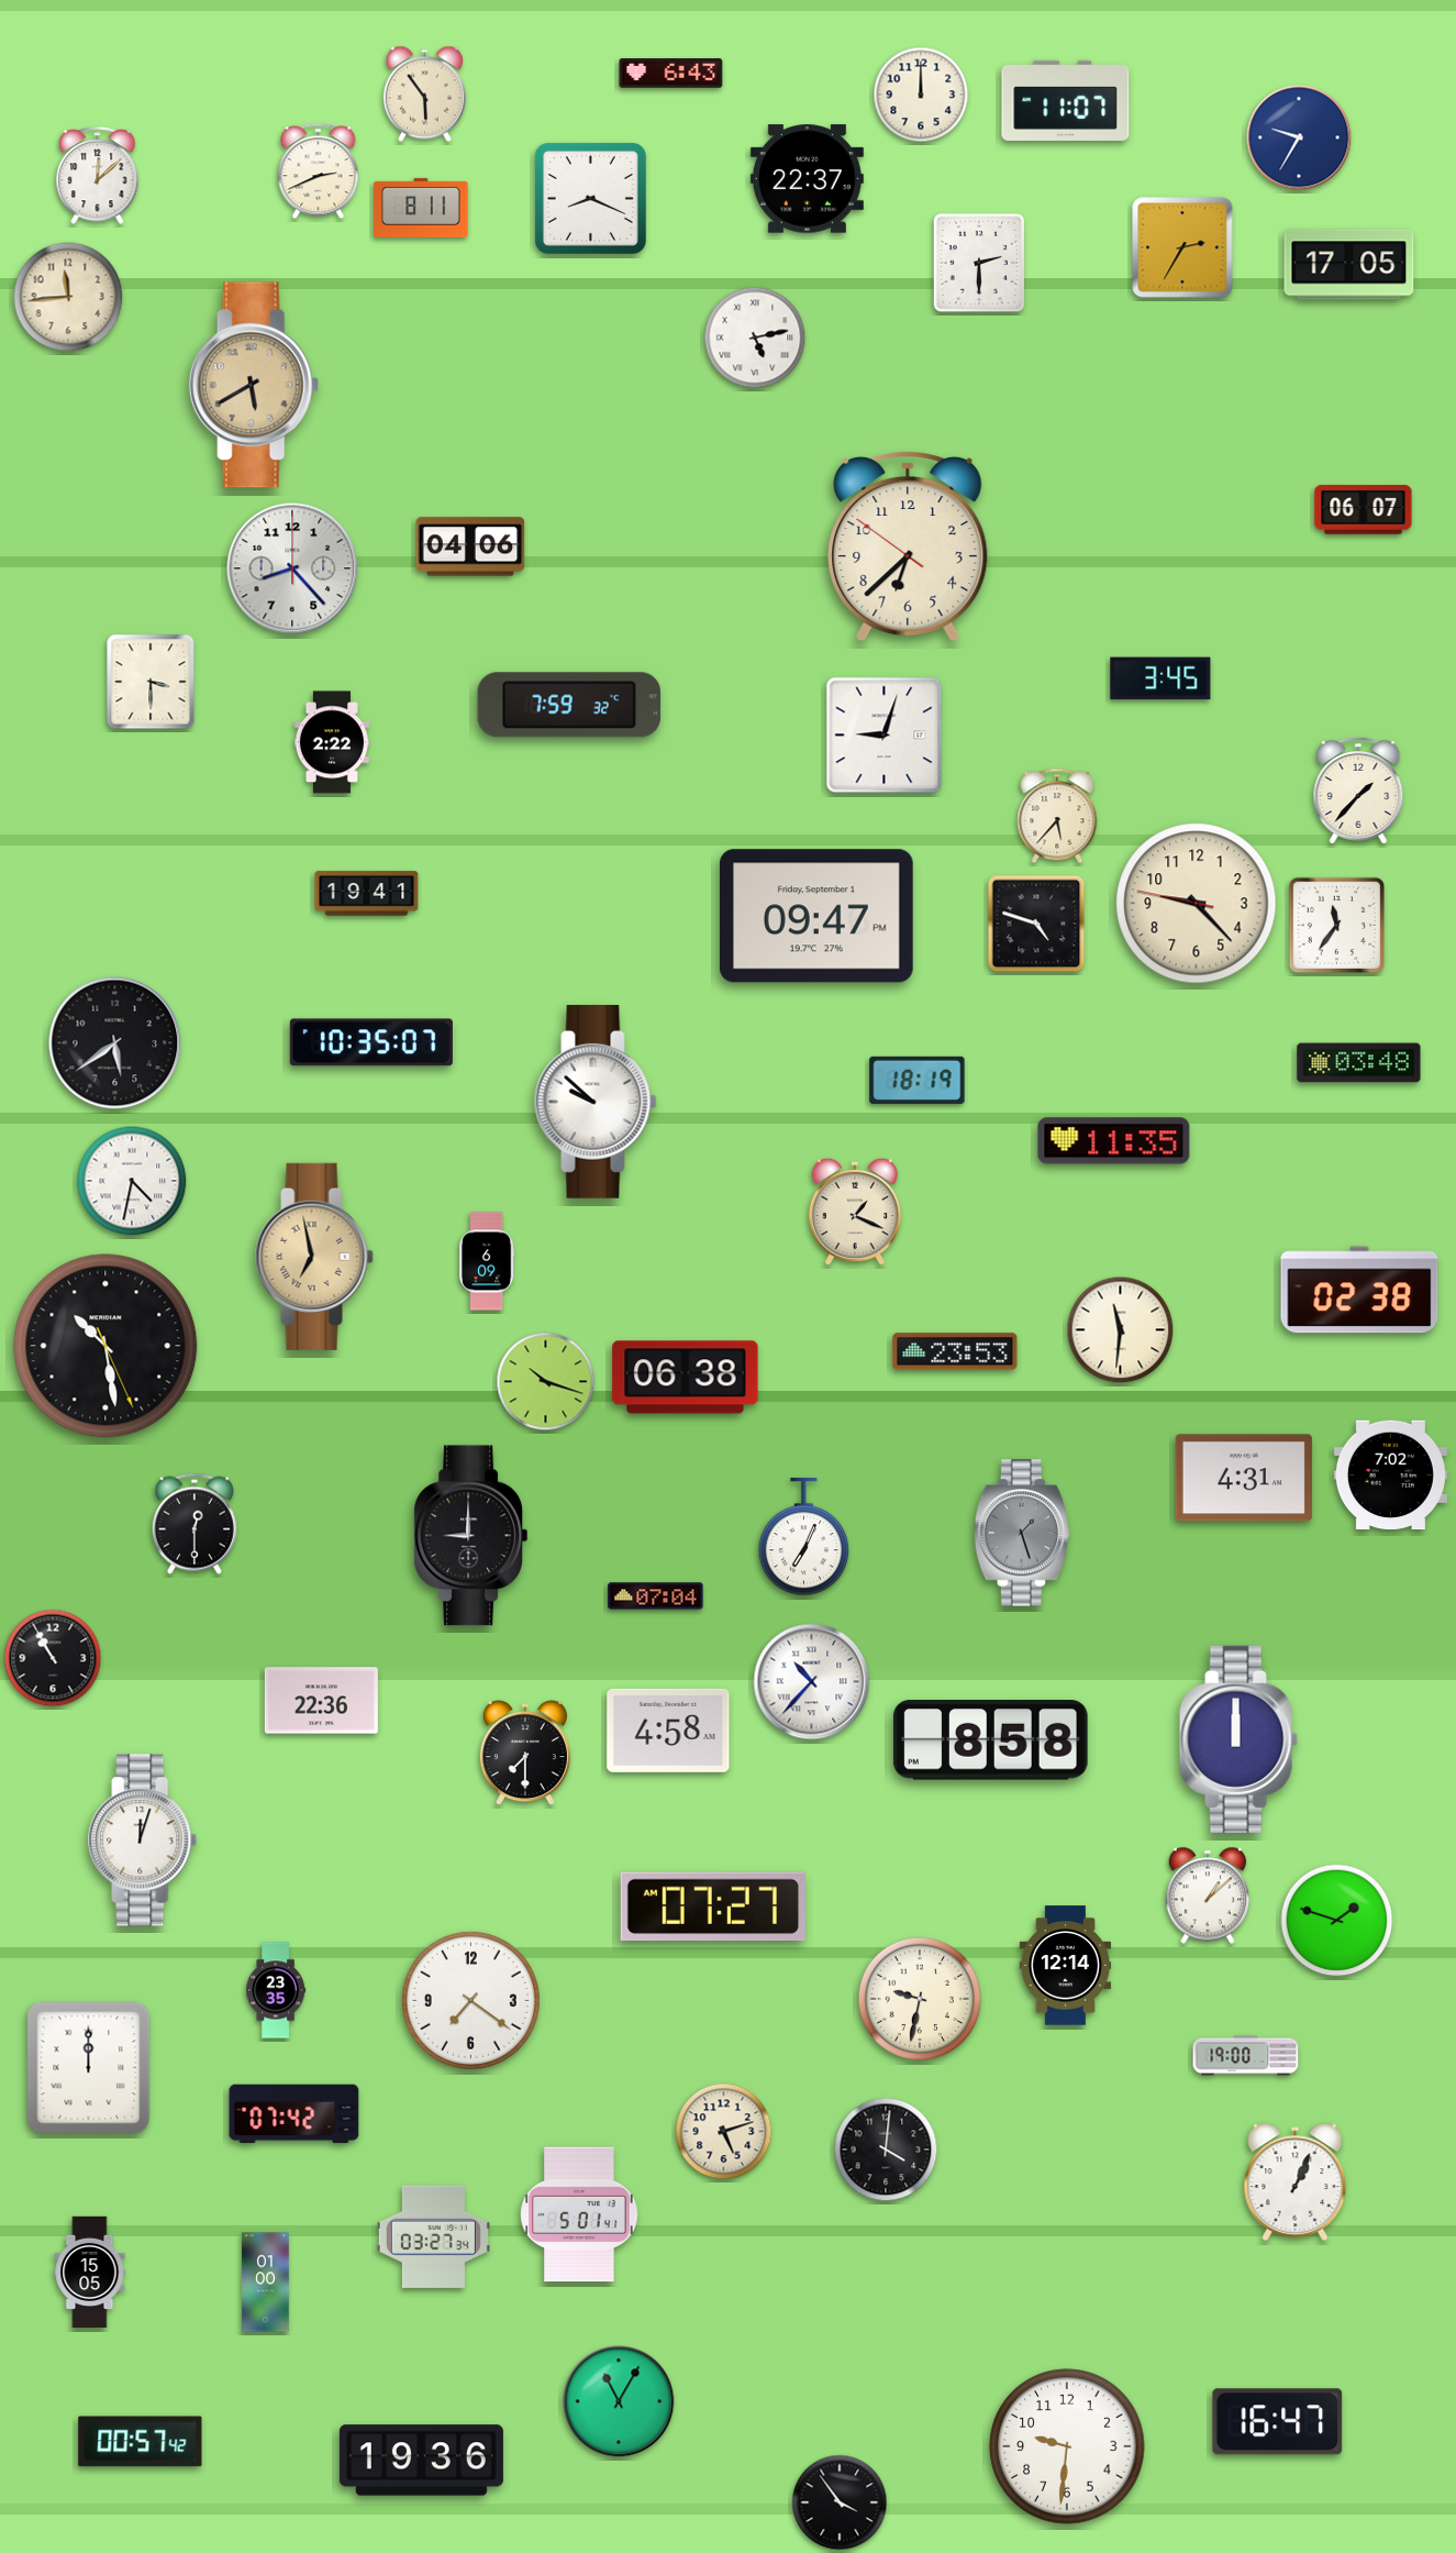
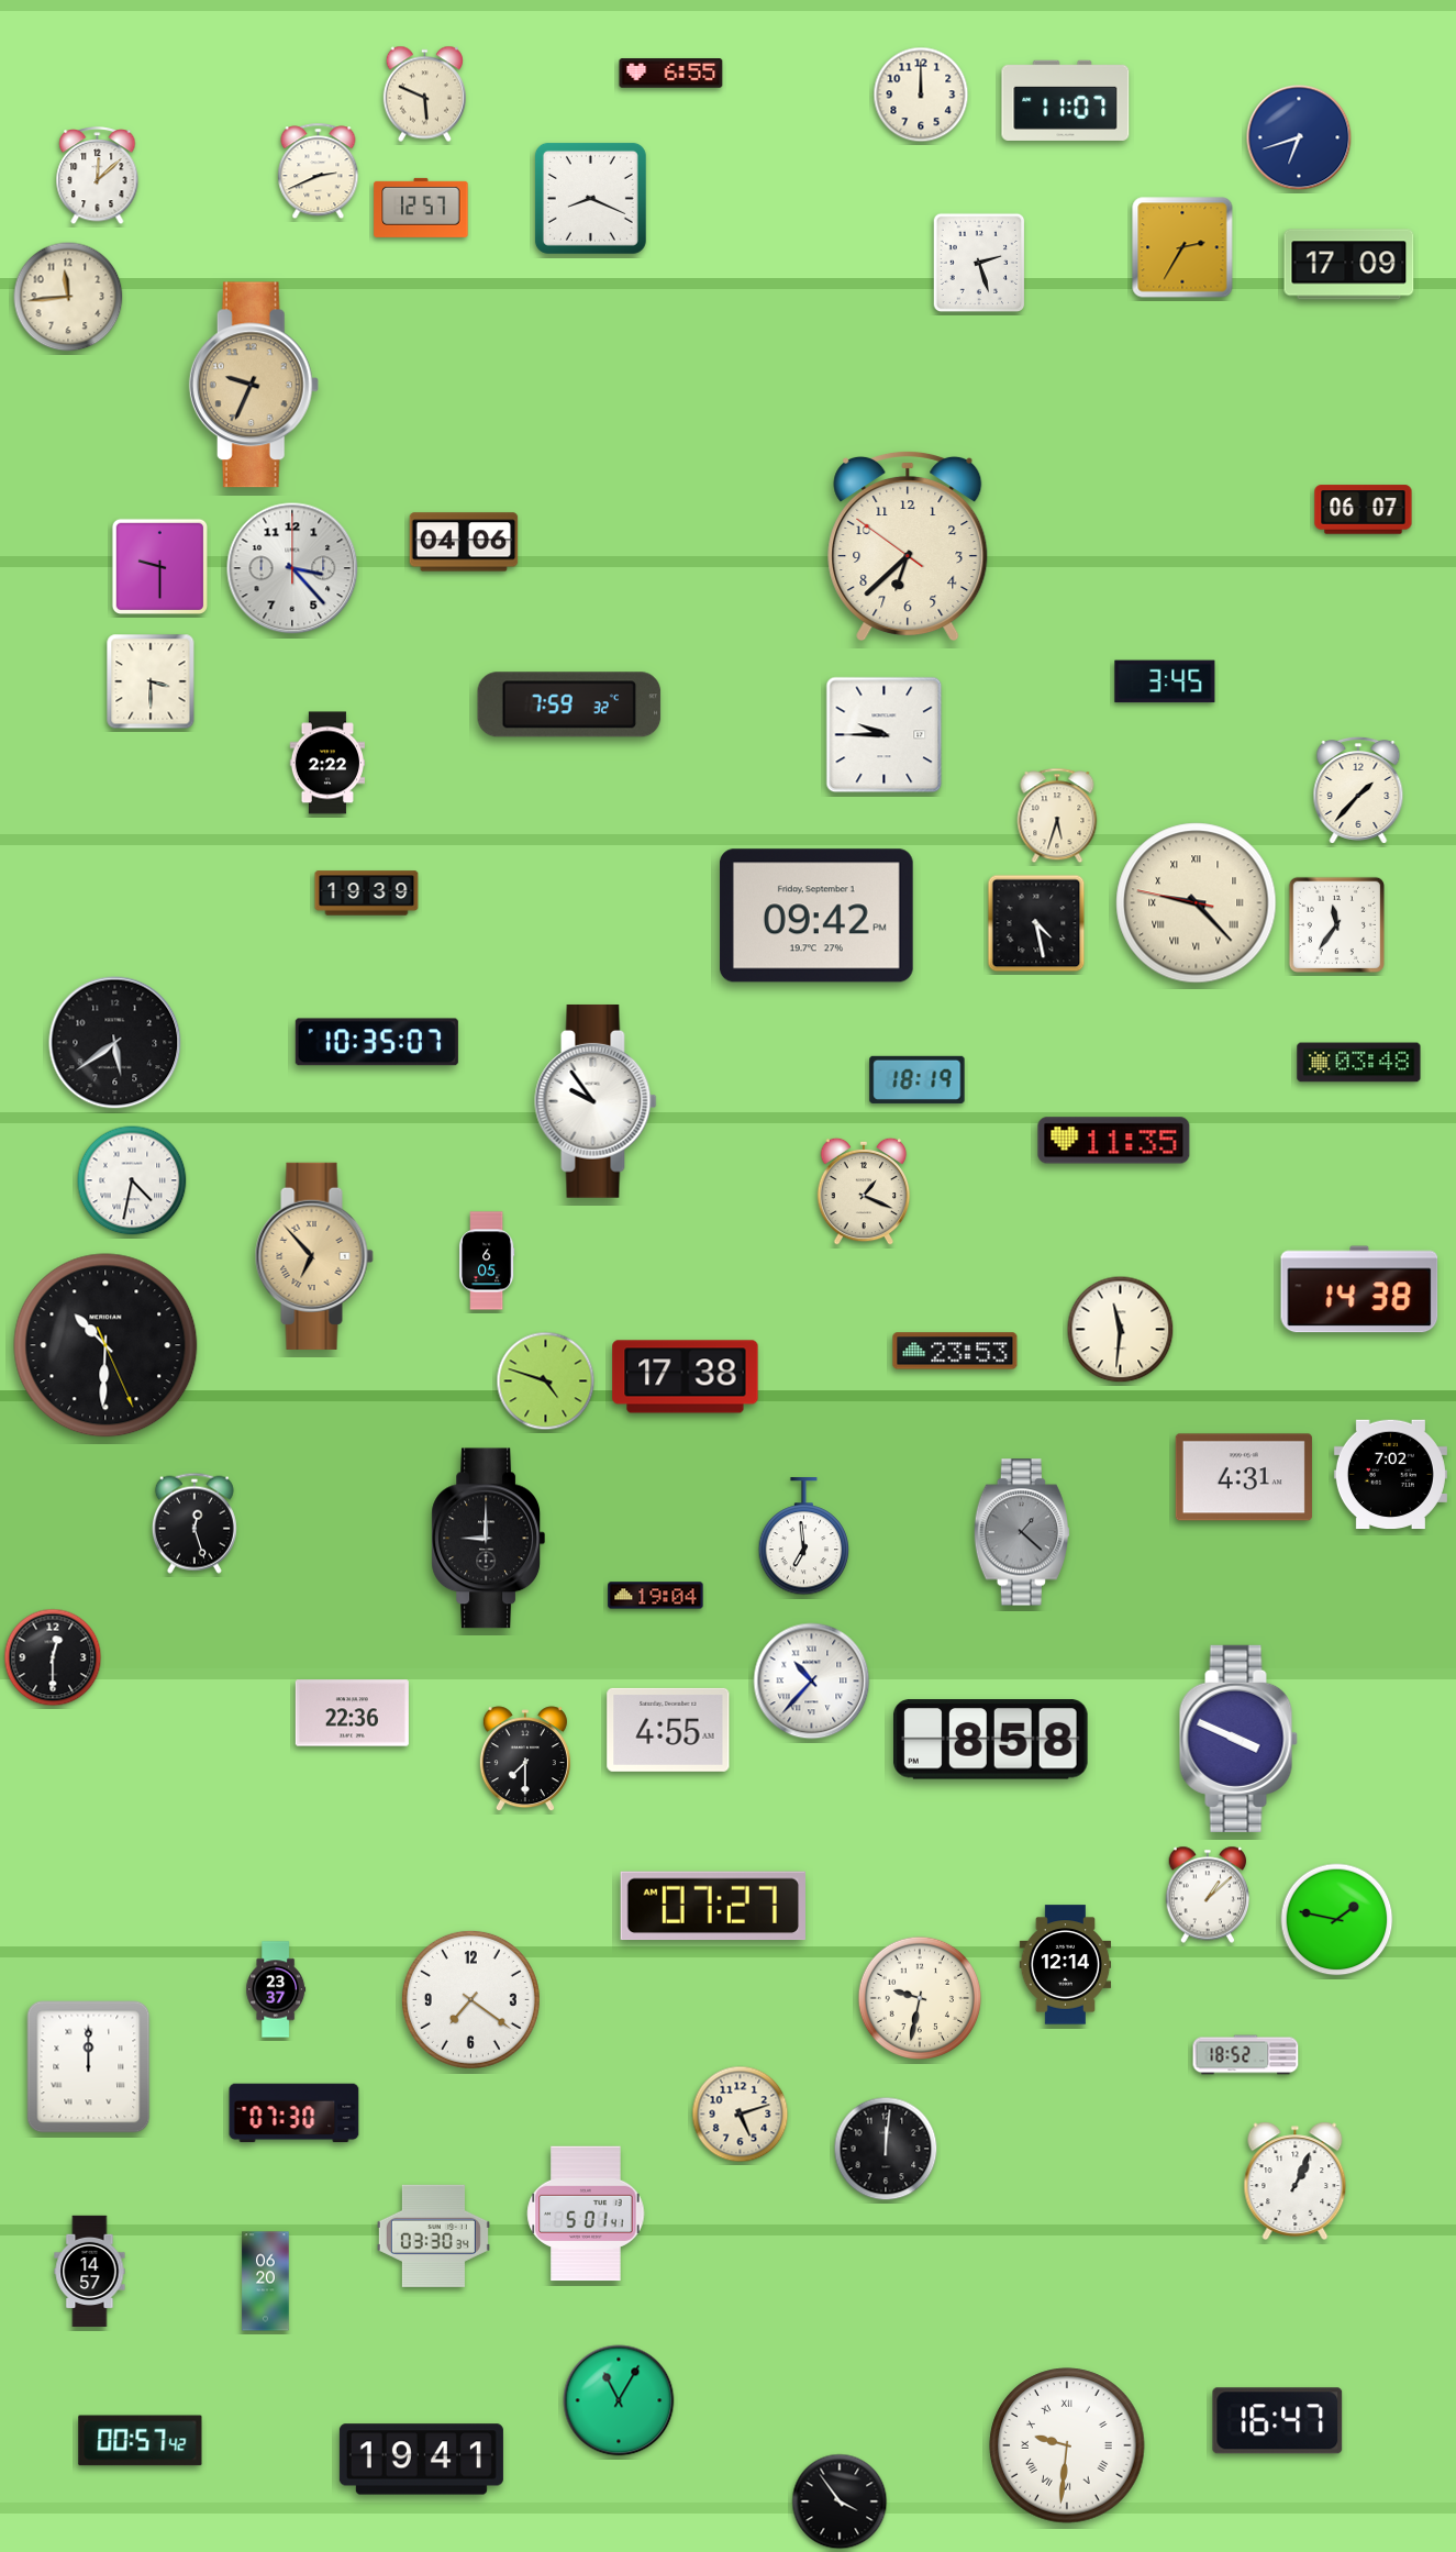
clock at (671, 74): 6:43 -> 6:55
clock at (424, 95): 5:54 -> 5:49
clock at (1299, 137): 9:35 -> 6:42
clock at (807, 179): 22:37 -> none
clock at (421, 208): 8:11 -> 12:57
clock at (979, 263): 2:30 -> 2:27
clock at (1349, 265): 17:05 -> 17:09
clock at (755, 338): 5:13 -> none
clock at (254, 385): 5:40 -> 9:34
clock at (470, 546) position: (470, 546) -> (464, 542)
clock at (159, 566): none -> 9:30
clock at (292, 568): 8:23 -> 3:23
clock at (1160, 678) position: (1160, 678) -> (1165, 681)
clock at (885, 736): 9:03 -> 9:45
clock at (332, 742) position: (332, 742) -> (327, 763)
clock at (1057, 816): 5:37 -> 5:33
clock at (367, 894): 19:41 -> 19:39
clock at (1197, 904) numerals: Arabic -> Roman
clock at (816, 916): 09:47 -> 09:42
clock at (1036, 924): 4:48 -> 4:28
clock at (371, 1042) position: (371, 1042) -> (377, 1042)
clock at (596, 1102): 9:52 -> 9:54
clock at (855, 1212) position: (855, 1212) -> (864, 1191)
clock at (314, 1257): 6:58 -> 6:53
clock at (488, 1261): 6:09 -> 6:05
clock at (1359, 1290): 02:38 -> 14:38
clock at (105, 1346): 10:28 -> 10:30
clock at (686, 1378): 06:38 -> 17:38
clock at (546, 1382): 10:18 -> 4:48
clock at (194, 1524): 12:30 -> 12:27
clock at (1022, 1533): 1:27 -> 1:22
clock at (470, 1536) position: (470, 1536) -> (488, 1539)
clock at (804, 1537): 7:04 -> 6:59
clock at (656, 1596): 07:04 -> 19:04
clock at (53, 1658): 10:55 -> 12:30
clock at (321, 1701) position: (321, 1701) -> (352, 1713)
clock at (668, 1731): 4:58 -> 4:55
clock at (1238, 1739): 12:00 -> 3:49
clock at (525, 1754) position: (525, 1754) -> (525, 1760)
clock at (143, 1841): 12:03 -> none
clock at (1337, 1921): 1:48 -> 1:47
clock at (276, 1990): 23:35 -> 23:37
clock at (1246, 2056): 19:00 -> 18:52
clock at (294, 2114): 07:42 -> 07:30
clock at (724, 2132) position: (724, 2132) -> (741, 2115)
clock at (886, 2149): 4:01 -> 12:01
clock at (579, 2214) position: (579, 2214) -> (586, 2213)
clock at (433, 2236): 03:27 -> 03:30
clock at (90, 2272): 15:05 -> 14:57
clock at (266, 2283): 01:00 -> 06:20
clock at (1067, 2446) numerals: Arabic -> Roman
clock at (421, 2461): 19:36 -> 19:41
